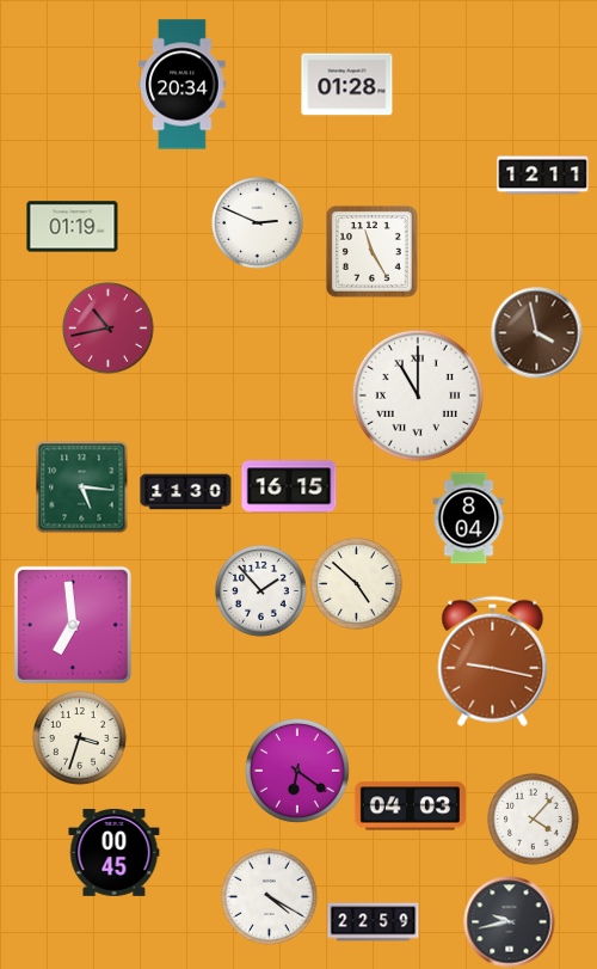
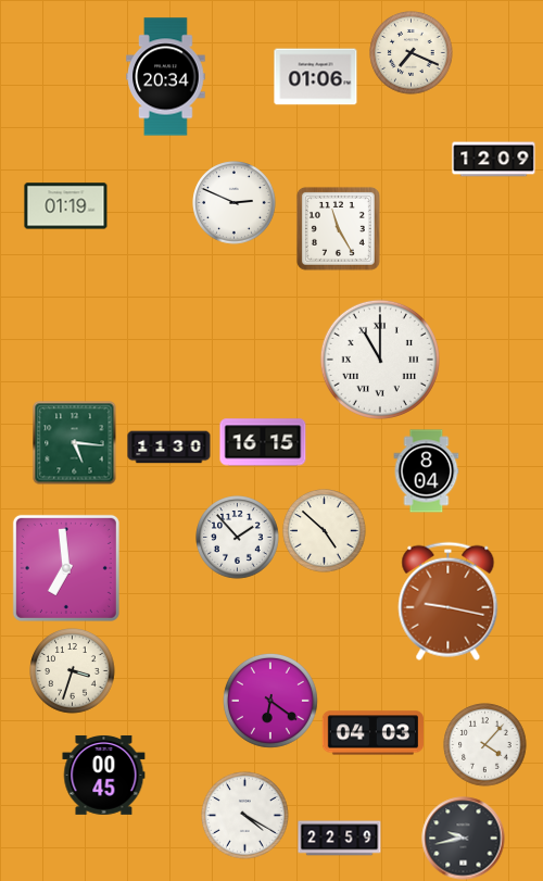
clock at (412, 53): none -> 7:19
clock at (347, 85): 01:28 -> 01:06
clock at (543, 176): 12:11 -> 12:09
clock at (109, 329): 10:43 -> none
clock at (537, 333): 3:58 -> none
